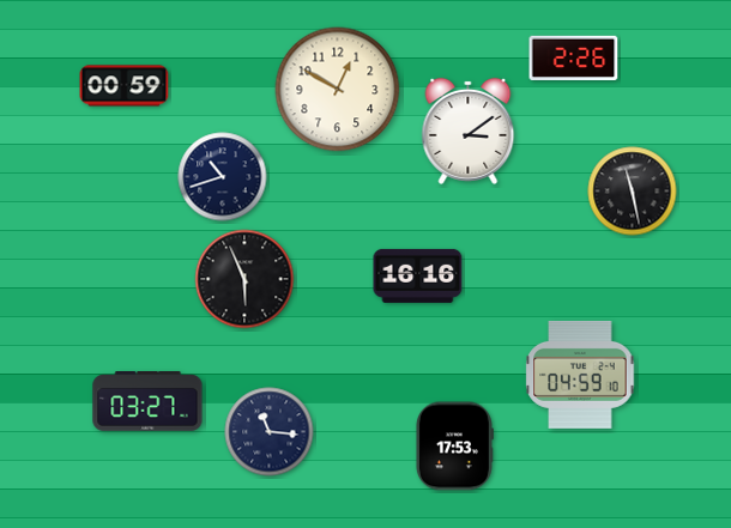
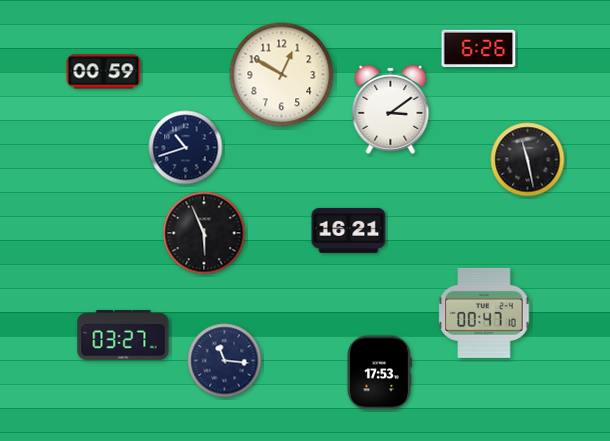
clock at (574, 57): 2:26 -> 6:26
clock at (418, 275): 16:16 -> 16:21
clock at (580, 375): 04:59 -> 00:47
